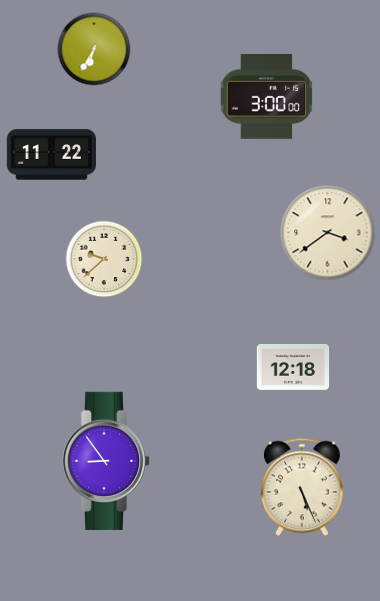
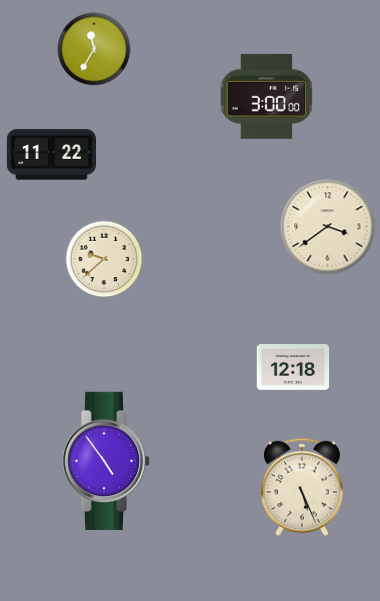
clock at (94, 49): 6:35 -> 11:35
clock at (328, 233) position: (328, 233) -> (328, 227)
clock at (106, 461): 8:54 -> 4:54
